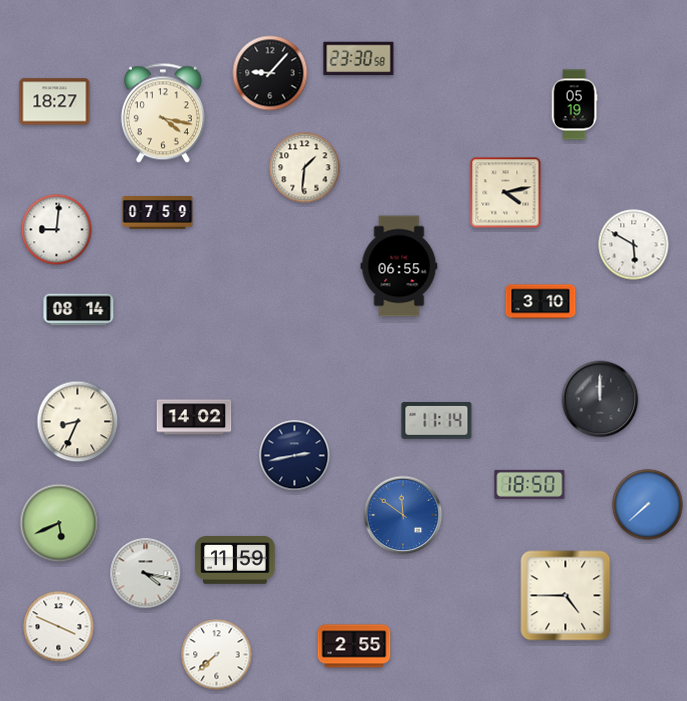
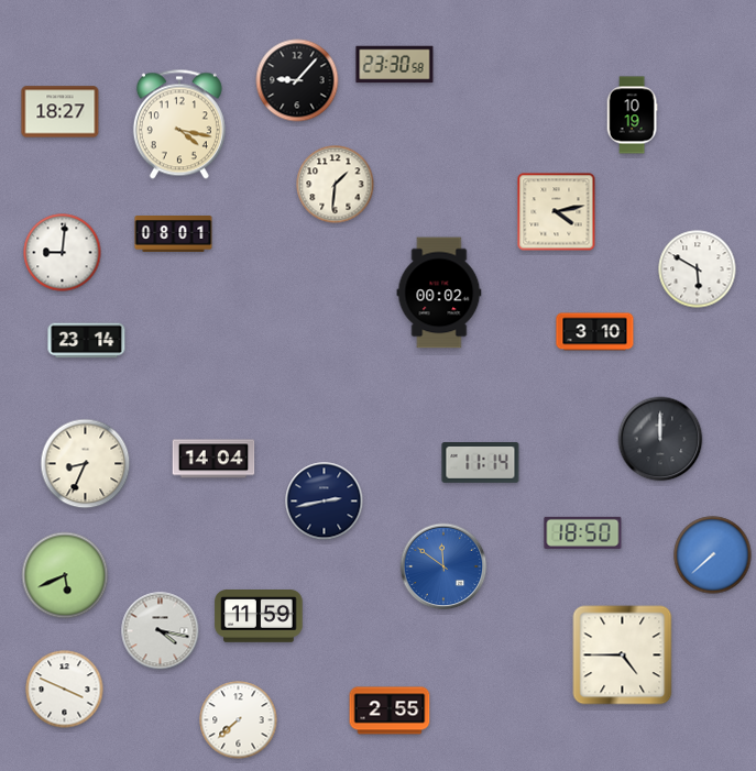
clock at (574, 105): 05:19 -> 10:19
clock at (158, 213): 07:59 -> 08:01
clock at (399, 266): 06:55 -> 00:02
clock at (79, 310): 08:14 -> 23:14
clock at (194, 417): 14:02 -> 14:04
